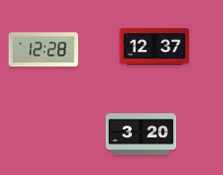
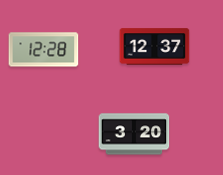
clock at (141, 134) position: (141, 134) -> (134, 134)
